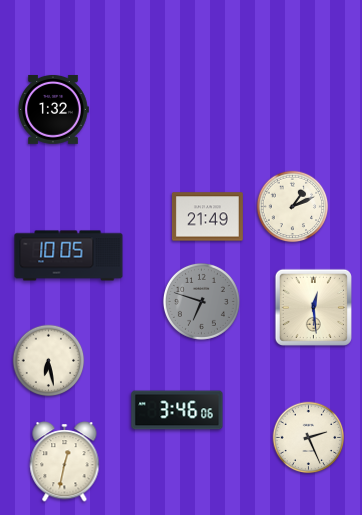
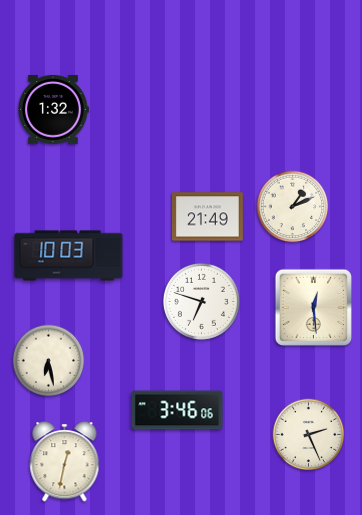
clock at (69, 256): 10:05 -> 10:03
clock at (201, 301) dial: grey -> white
clock at (309, 438) position: (309, 438) -> (309, 435)
